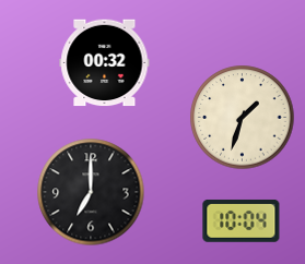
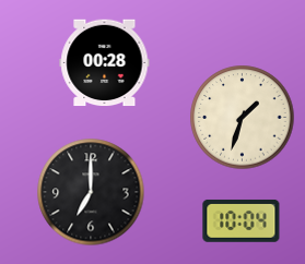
clock at (105, 63): 00:32 -> 00:28
